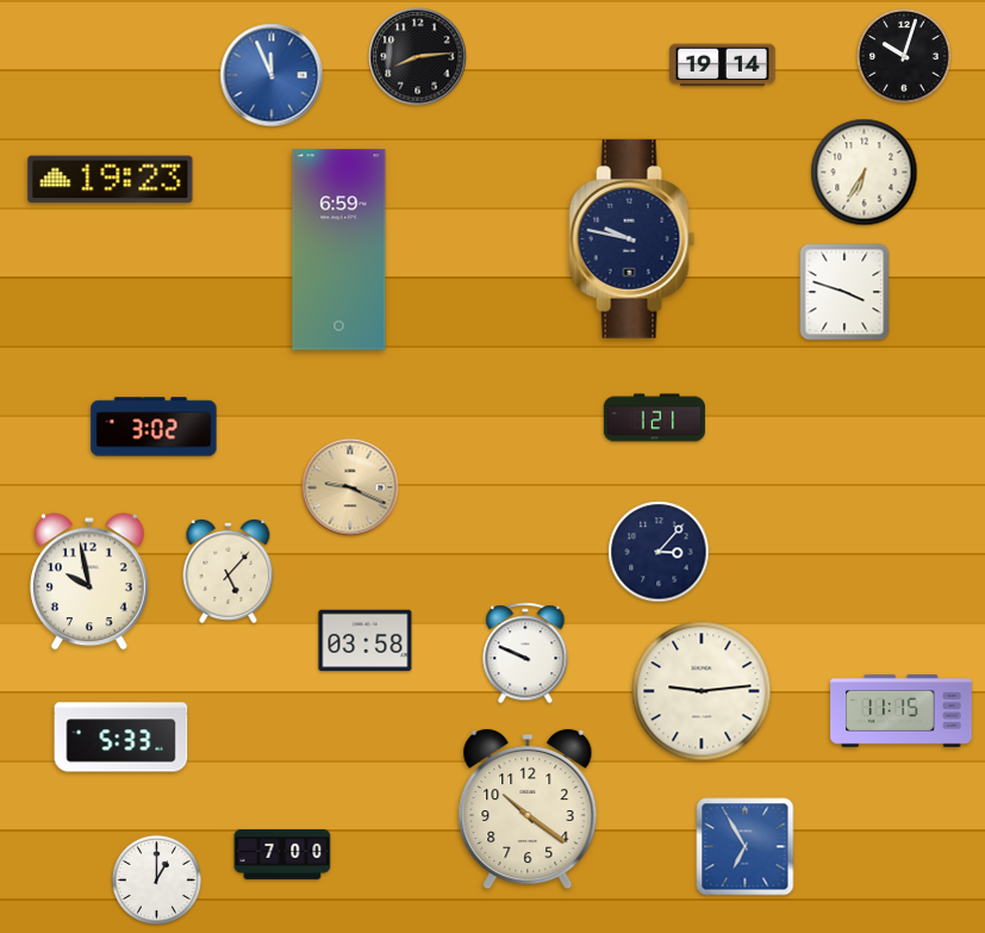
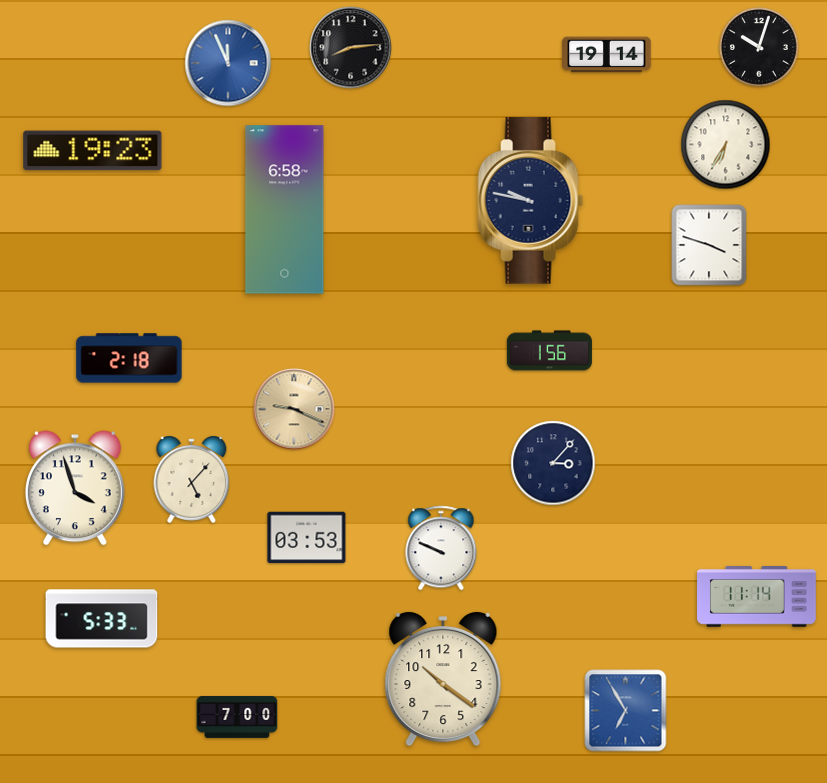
clock at (339, 250): 6:59 -> 6:58
clock at (654, 418): 1:21 -> 1:56
clock at (154, 427): 3:02 -> 2:18
clock at (89, 581): 9:58 -> 3:57
clock at (366, 641): 03:58 -> 03:53
clock at (702, 691): 9:14 -> none
clock at (902, 711): 11:15 -> 11:14
clock at (156, 879): 1:00 -> none
